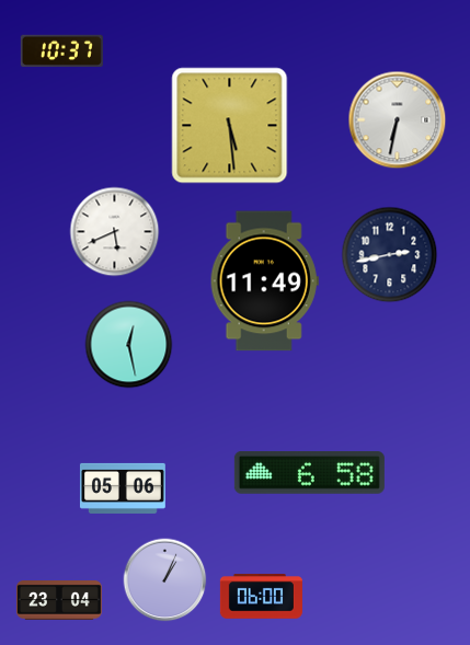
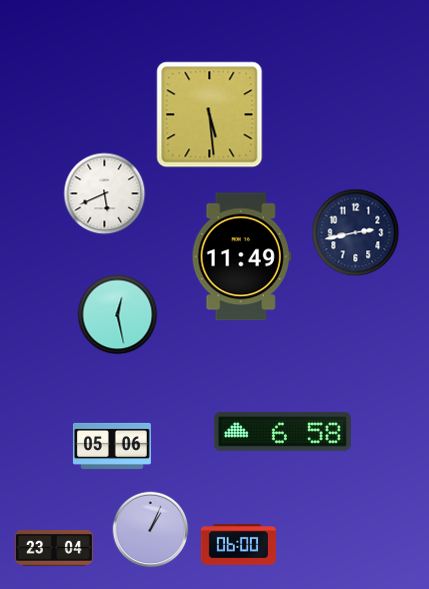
clock at (61, 50): 10:37 -> none
clock at (398, 120): 6:32 -> none
clock at (115, 232) position: (115, 232) -> (105, 194)
